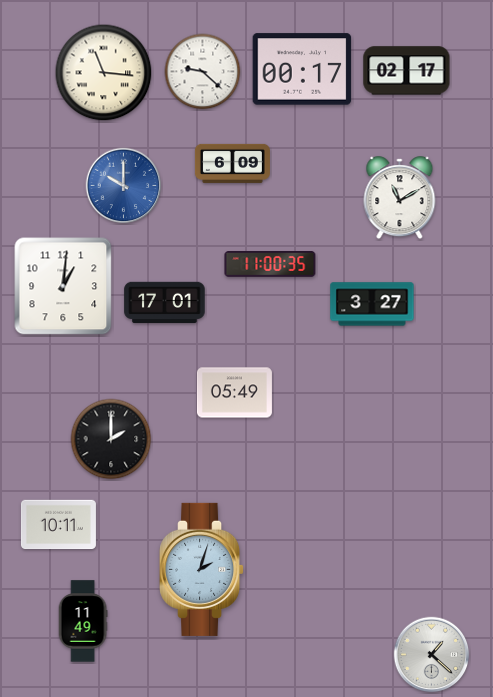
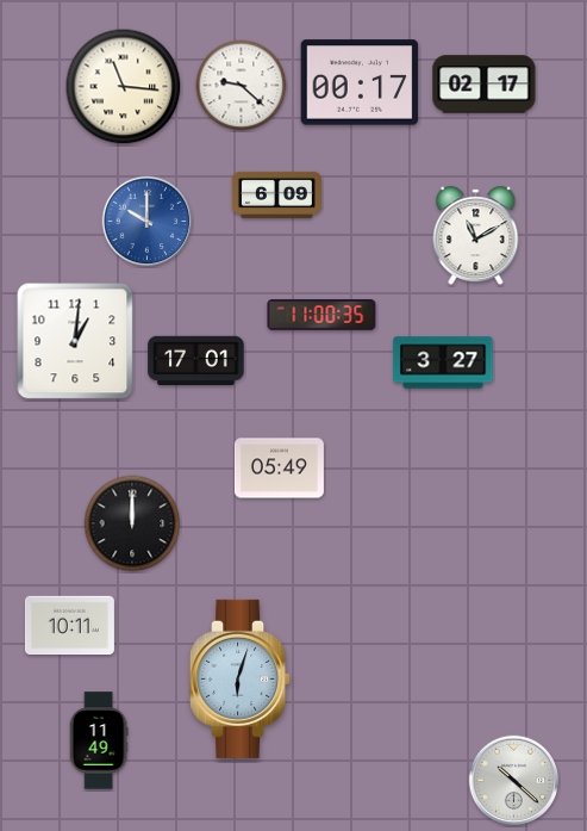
clock at (111, 439): 2:00 -> 12:00
clock at (202, 569): 2:03 -> 6:03
clock at (432, 655): 1:22 -> 10:22
